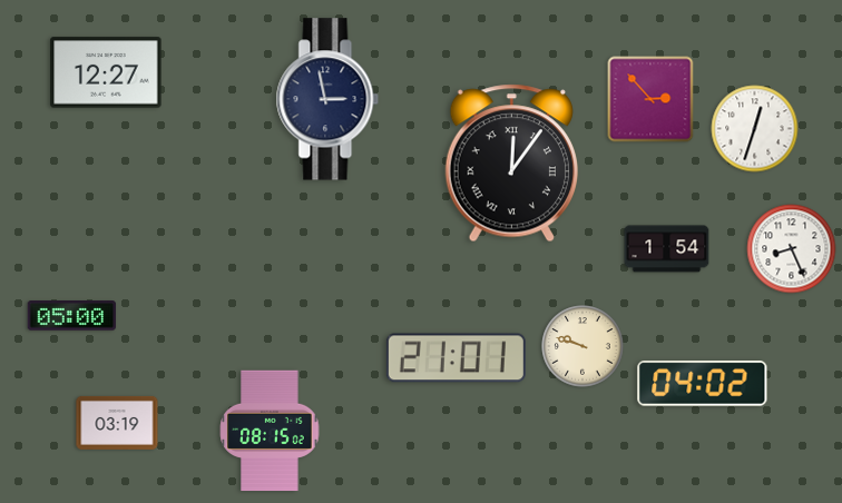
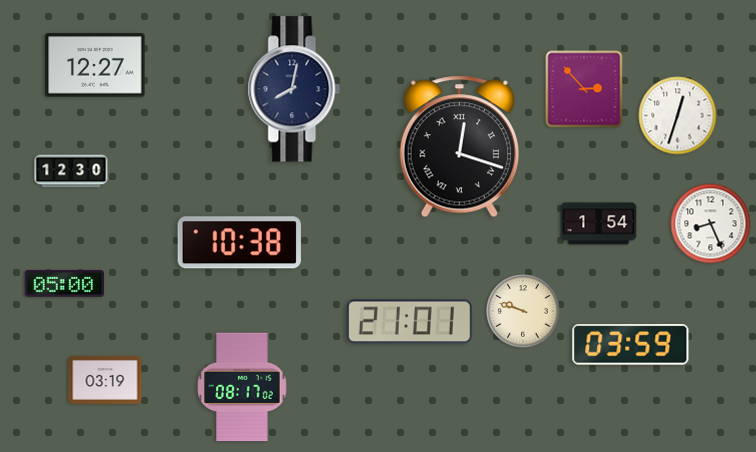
clock at (327, 99): 2:58 -> 8:02
clock at (511, 164): 12:06 -> 12:18
clock at (71, 171): none -> 12:30
clock at (239, 243): none -> 10:38
clock at (703, 384): 04:02 -> 03:59
clock at (270, 431): 08:15 -> 08:17
